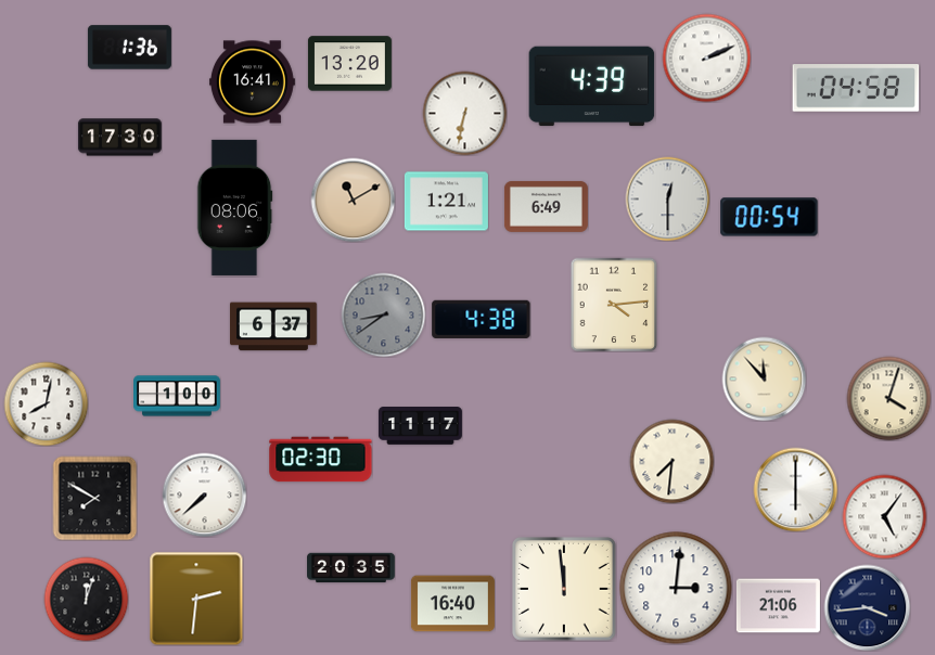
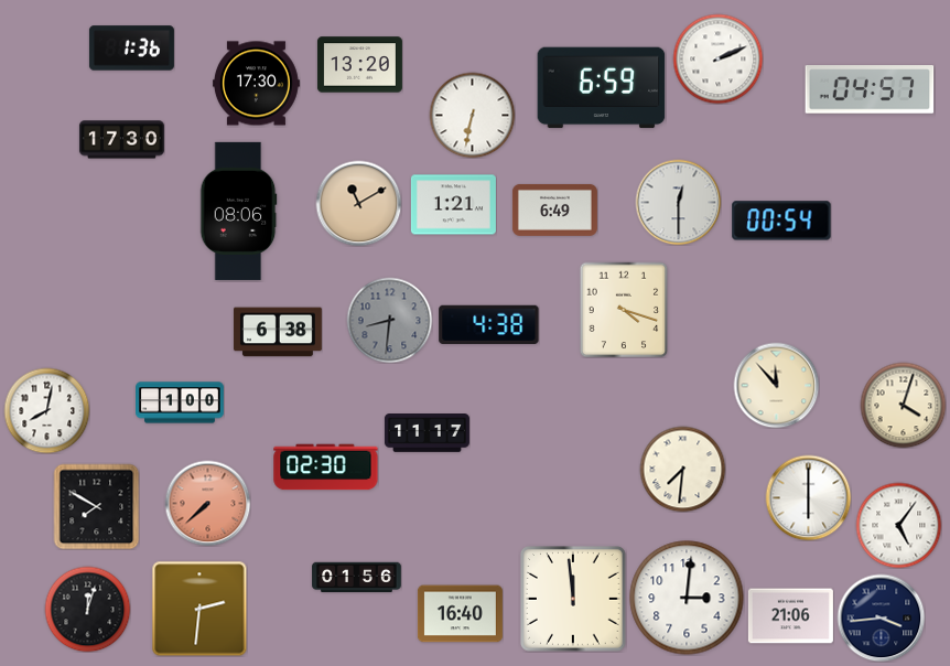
clock at (349, 64) position: (349, 64) -> (359, 65)
clock at (252, 82): 16:41 -> 17:30
clock at (592, 87): 4:39 -> 6:59
clock at (856, 88): 04:58 -> 04:57
clock at (614, 305): 4:14 -> 4:18
clock at (383, 314): 8:39 -> 8:31
clock at (273, 326): 6:37 -> 6:38
clock at (204, 495) dial: white -> salmon
clock at (351, 568): 20:35 -> 01:56
